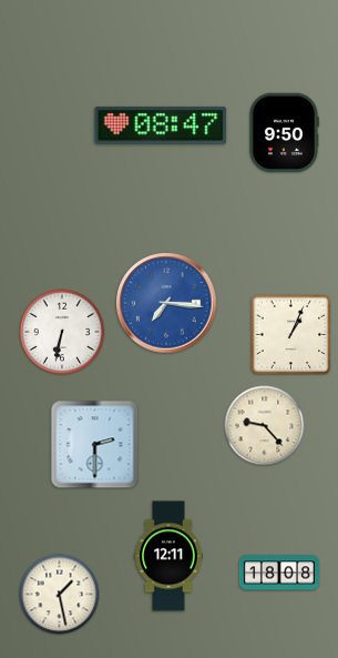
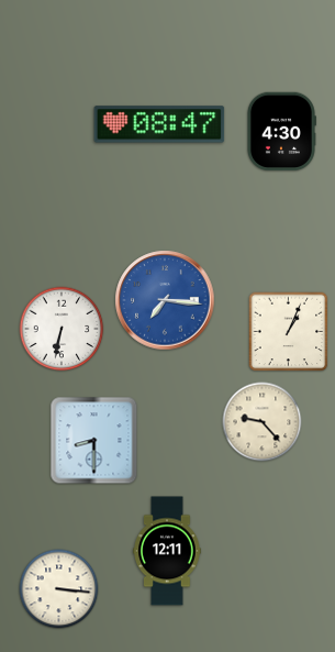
clock at (284, 133): 9:50 -> 4:30
clock at (95, 445): 2:30 -> 8:30
clock at (278, 573): 18:08 -> none
clock at (60, 595): 1:28 -> 3:16
